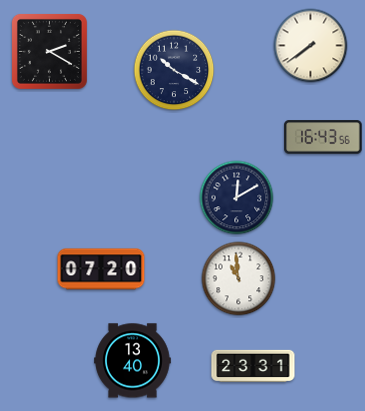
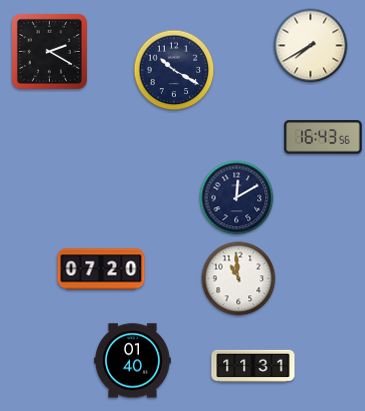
clock at (311, 46): 7:39 -> 7:40
clock at (133, 361): 13:40 -> 01:40
clock at (253, 365): 23:31 -> 11:31
